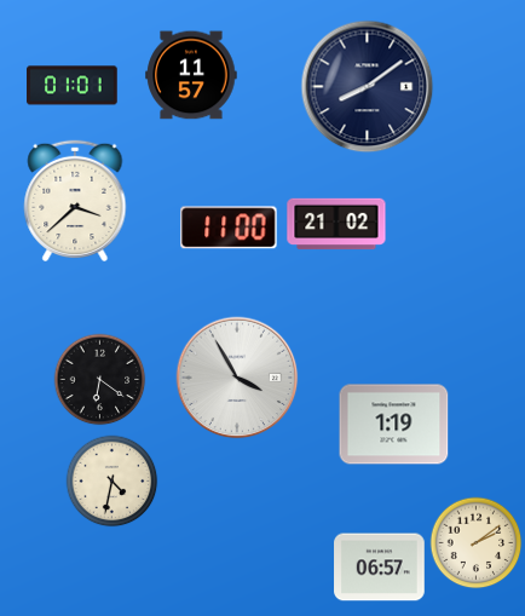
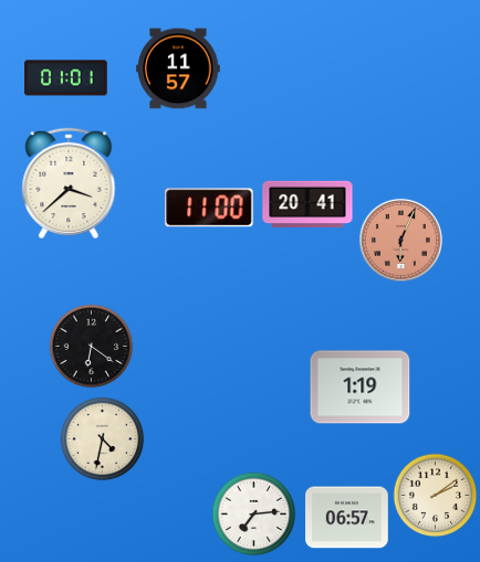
clock at (191, 75) position: (191, 75) -> (178, 68)
clock at (368, 87): 8:09 -> none
clock at (336, 224): 21:02 -> 20:41
clock at (400, 240): none -> 6:04
clock at (237, 378): 3:55 -> none
clock at (254, 515): none -> 7:14
